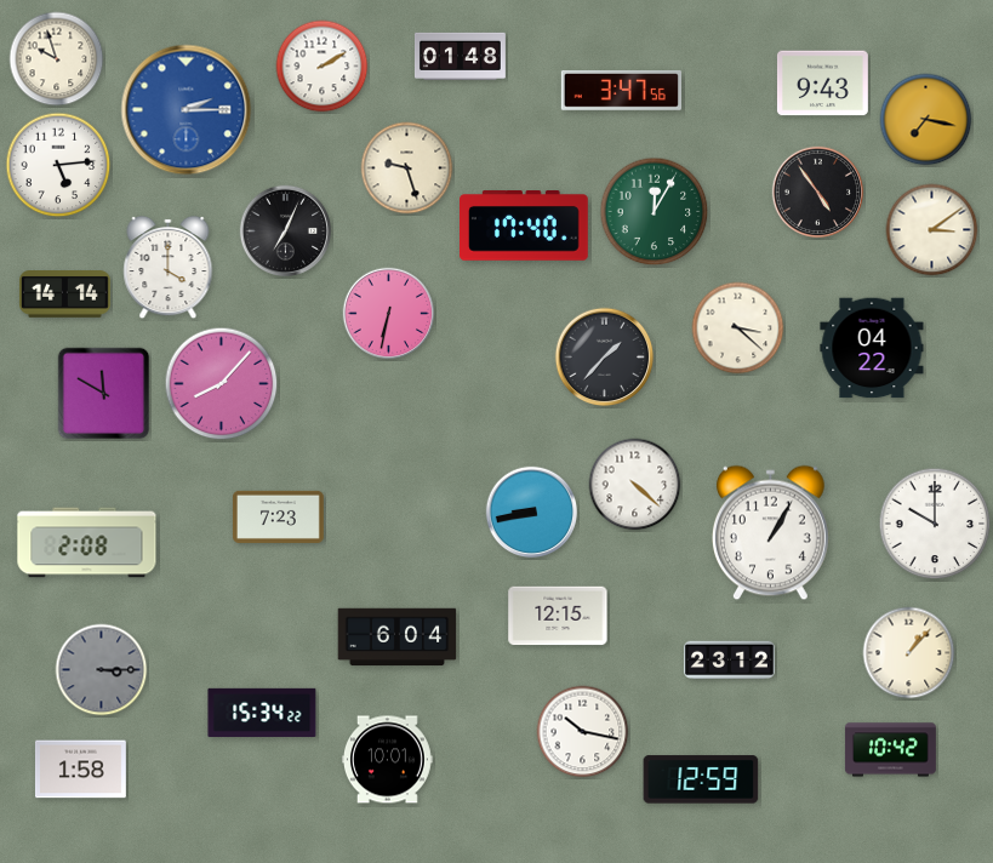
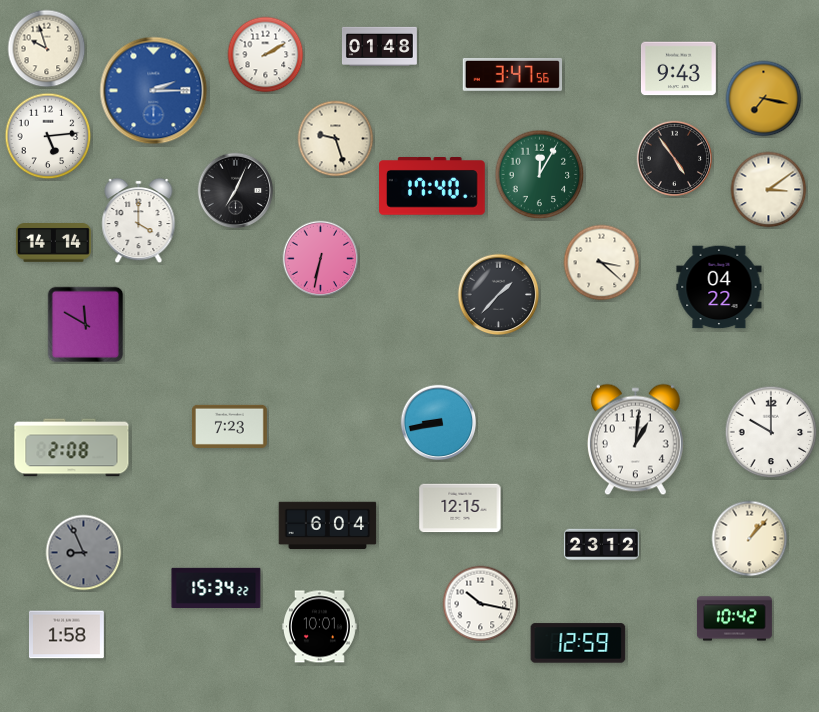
clock at (738, 328) position: (738, 328) -> (602, 263)
clock at (222, 384): 8:07 -> none
clock at (635, 485): 4:22 -> none
clock at (771, 533): 1:05 -> 1:01
clock at (102, 670): 3:15 -> 8:56
